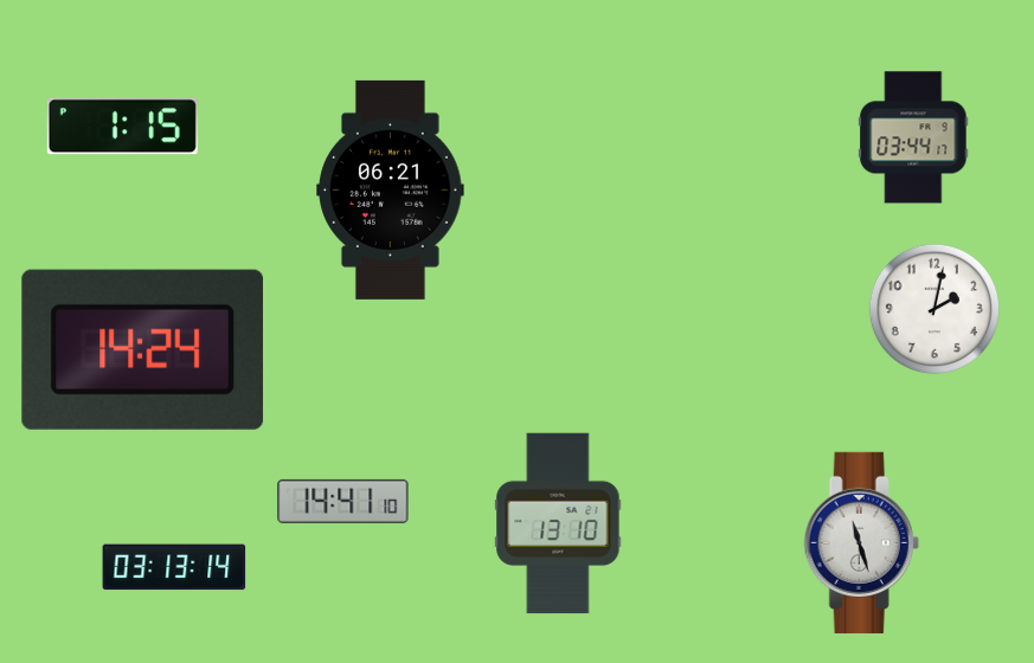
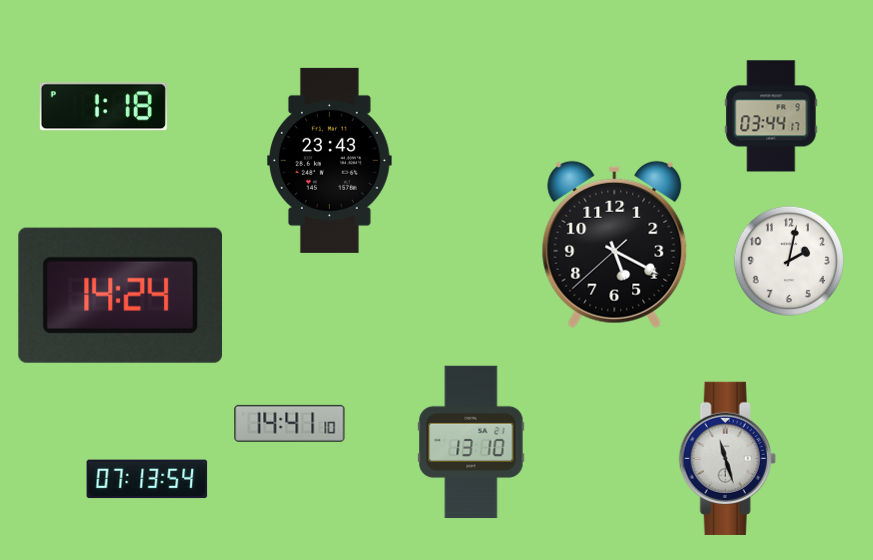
clock at (122, 127): 1:15 -> 1:18
clock at (391, 189): 06:21 -> 23:43
clock at (615, 244): none -> 5:19
clock at (174, 567): 03:13 -> 07:13
